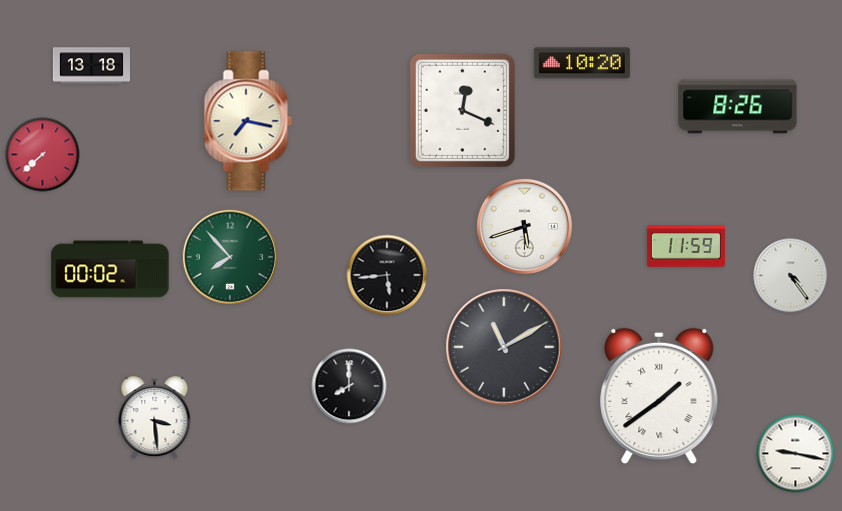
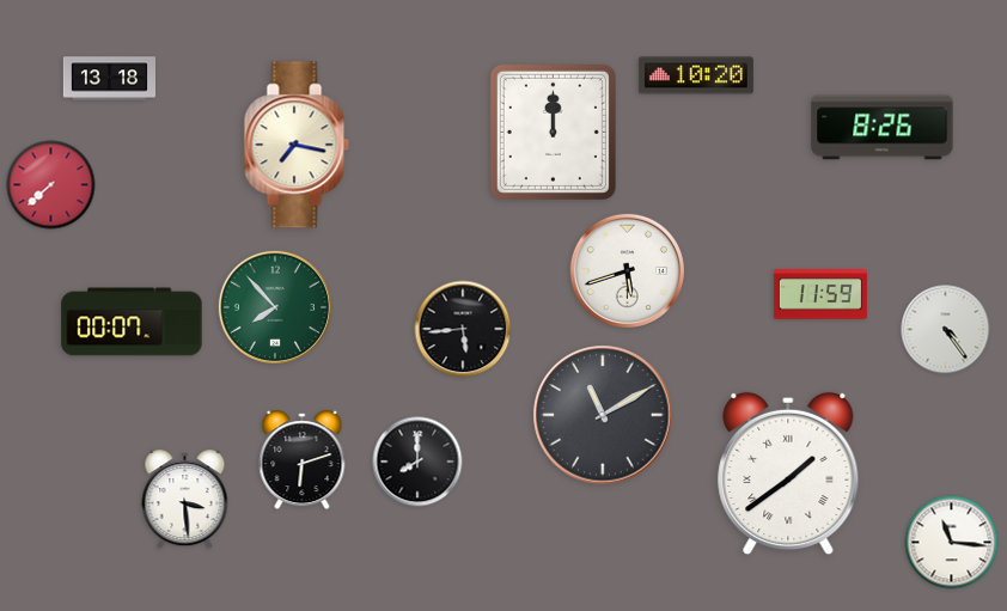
clock at (462, 110): 12:19 -> 12:00
clock at (110, 269): 00:02 -> 00:07
clock at (303, 460): none -> 6:12
clock at (796, 454): 9:17 -> 11:16
